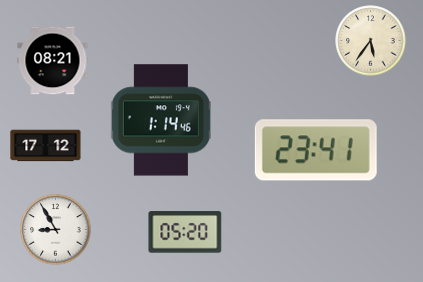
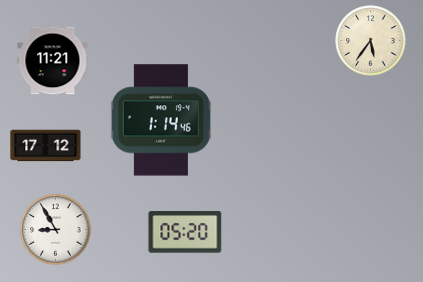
clock at (53, 61): 08:21 -> 11:21
clock at (316, 150): 23:41 -> none
